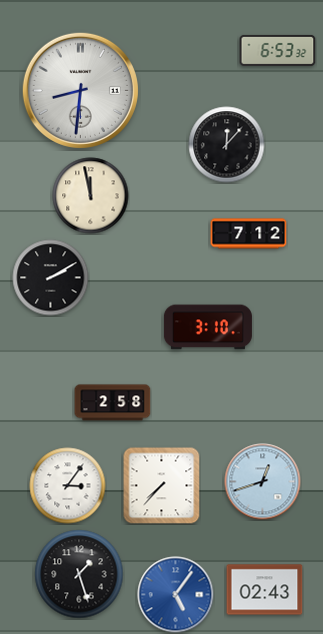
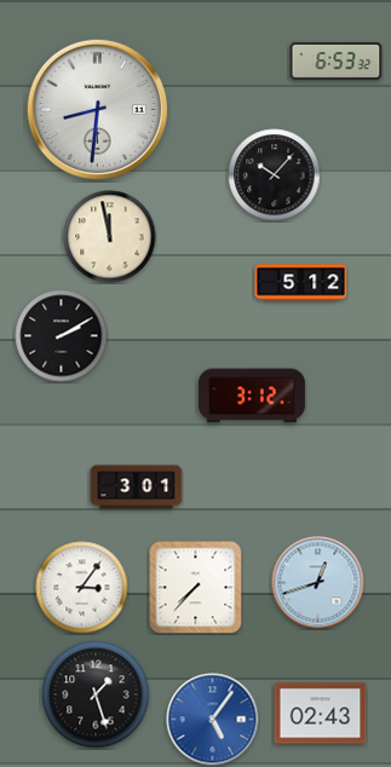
clock at (227, 145): 12:07 -> 10:07
clock at (249, 234): 7:12 -> 5:12
clock at (208, 327): 3:10 -> 3:12
clock at (113, 403): 2:58 -> 3:01
